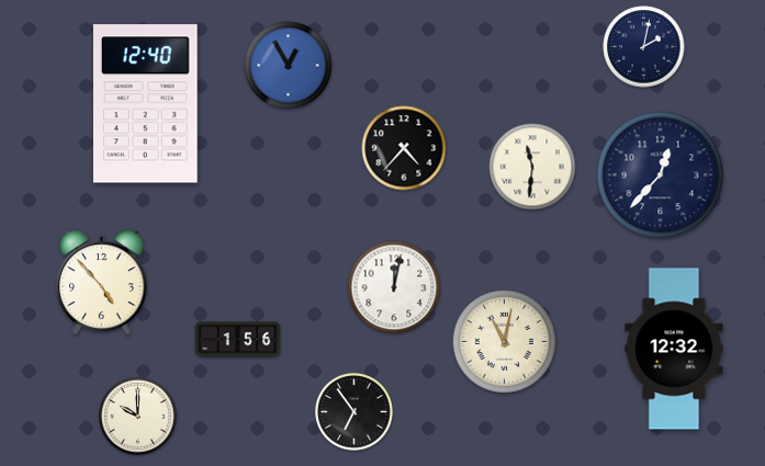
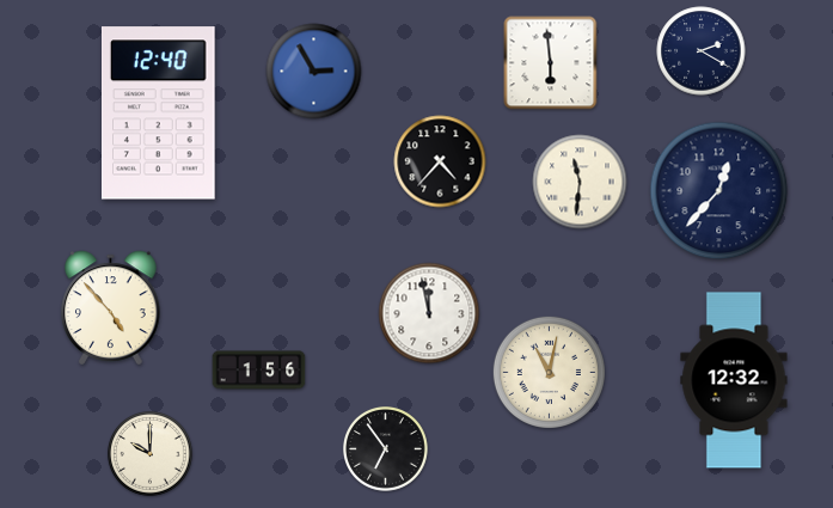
clock at (644, 47): 2:02 -> 2:20
clock at (551, 63): none -> 5:59
clock at (289, 66): 12:55 -> 2:55
clock at (394, 287): 12:02 -> 11:58
